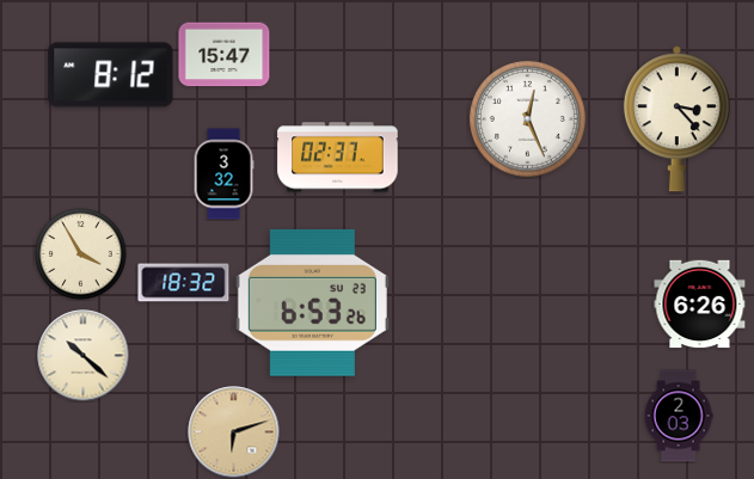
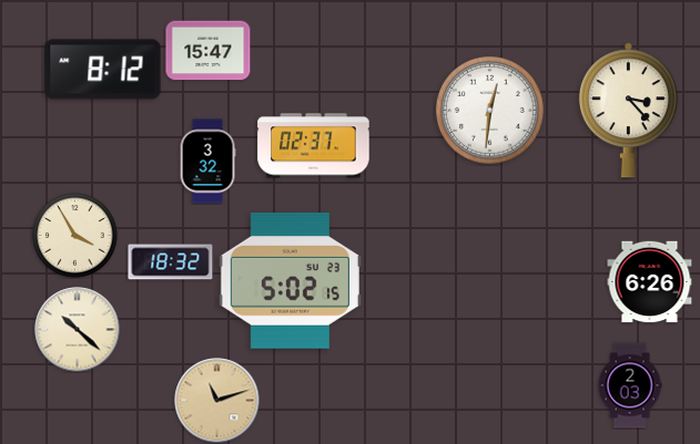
clock at (527, 118): 12:26 -> 12:31
clock at (312, 303): 6:53 -> 5:02
clock at (234, 432): 6:12 -> 11:12
